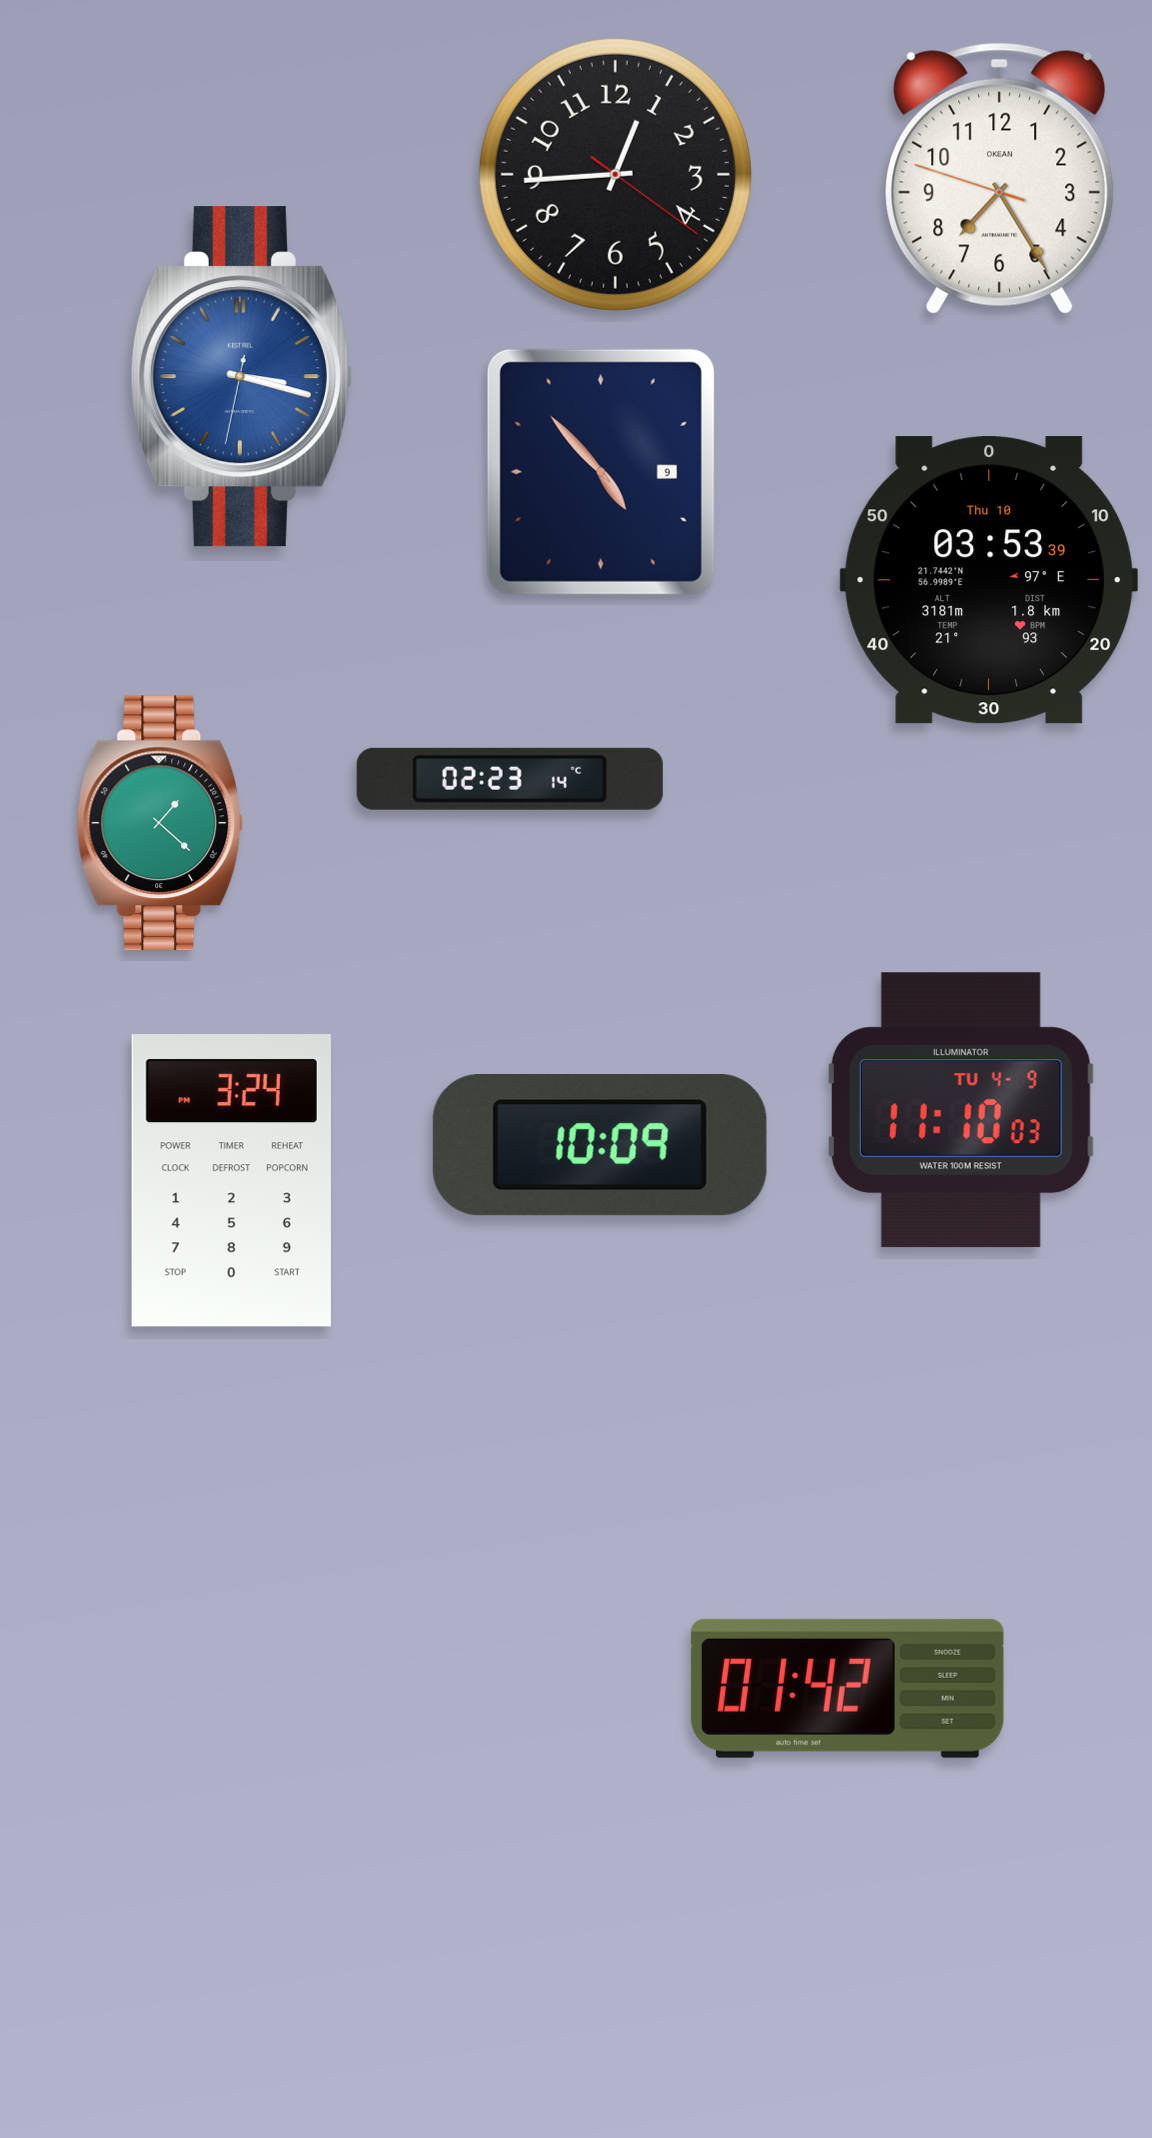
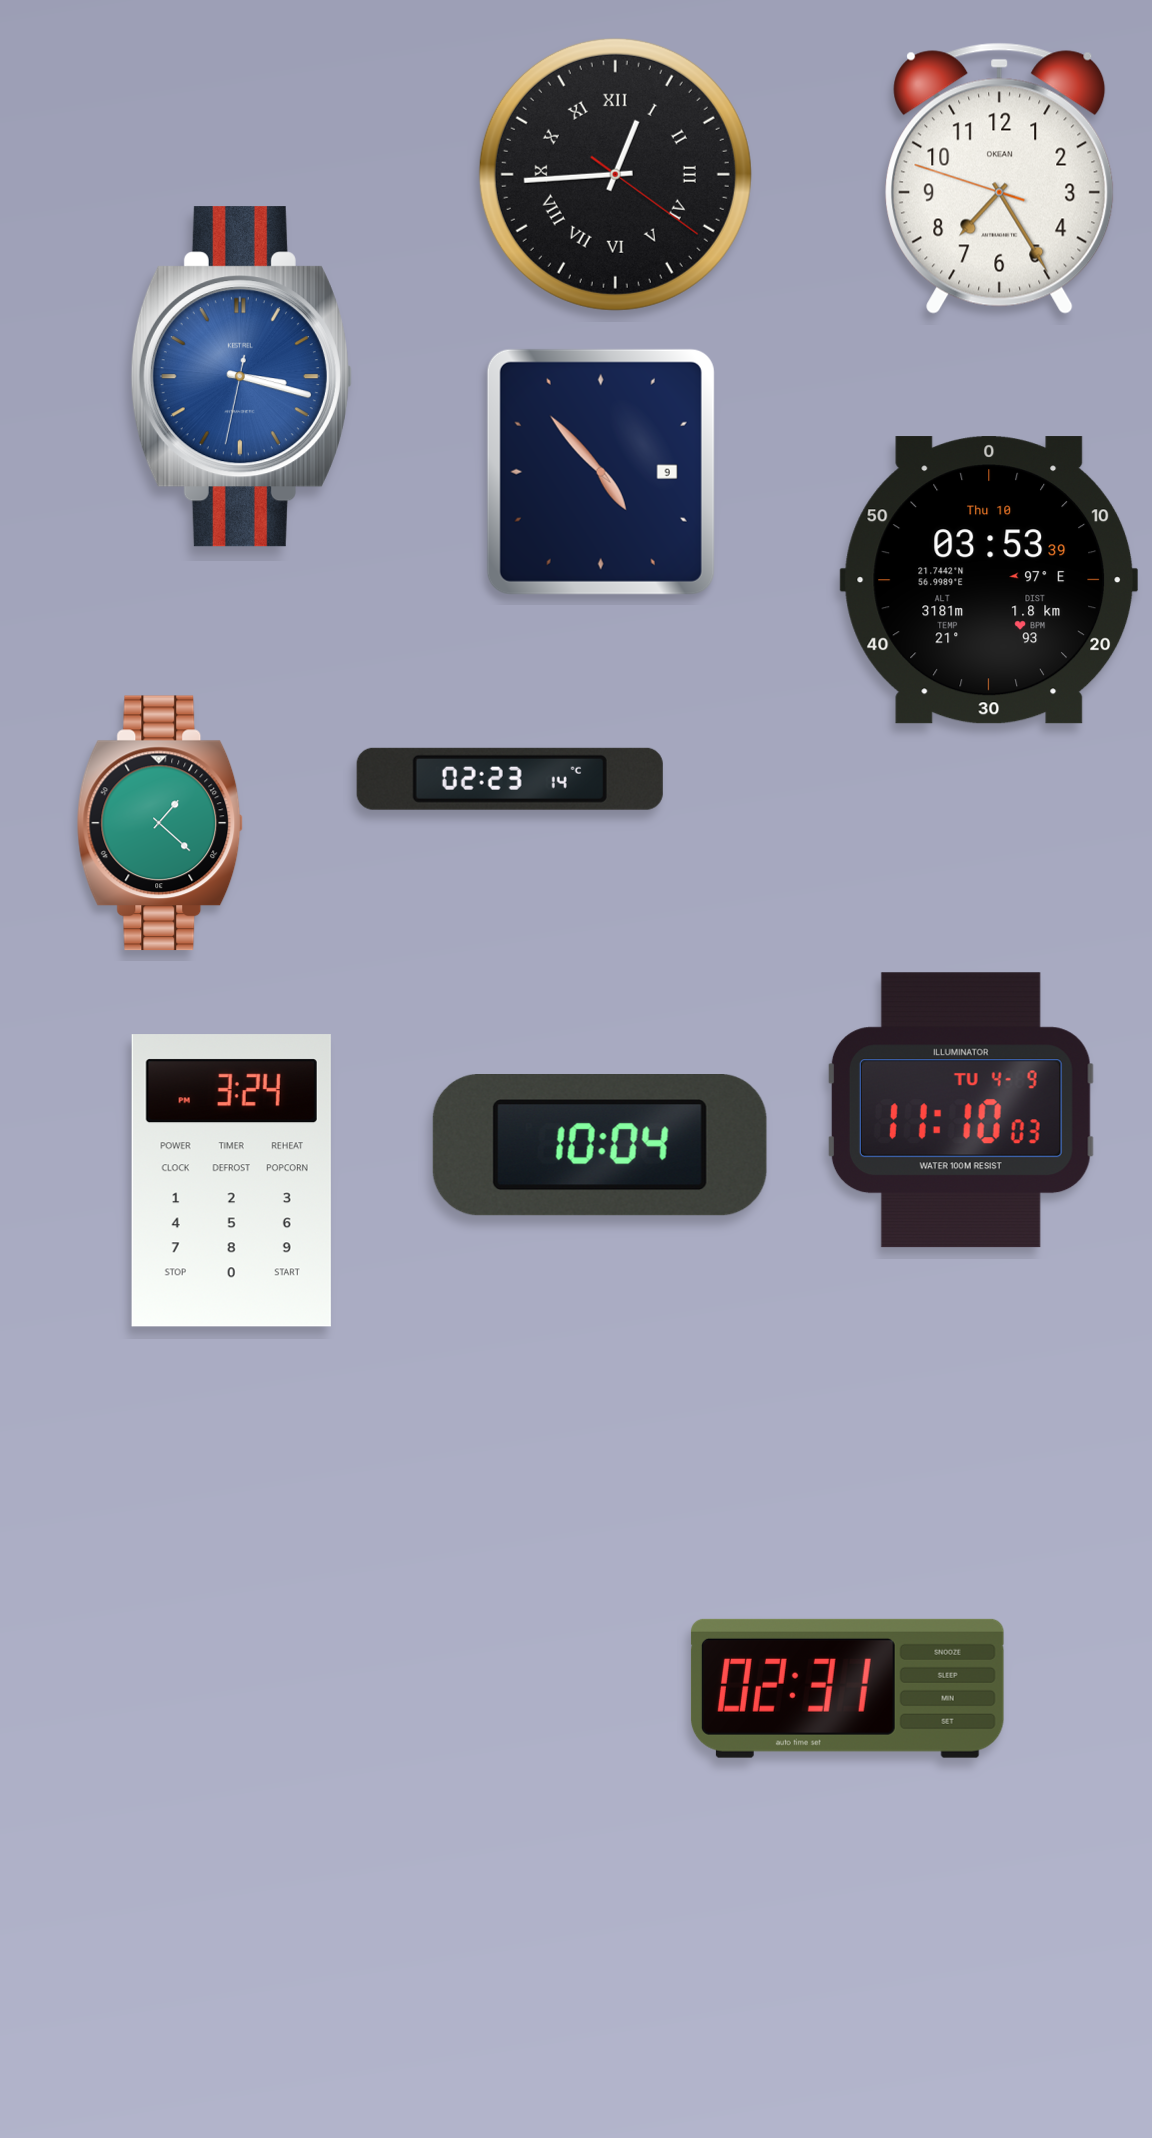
clock at (615, 174) numerals: Arabic -> Roman
clock at (600, 1146): 10:09 -> 10:04
clock at (847, 1688): 01:42 -> 02:31
